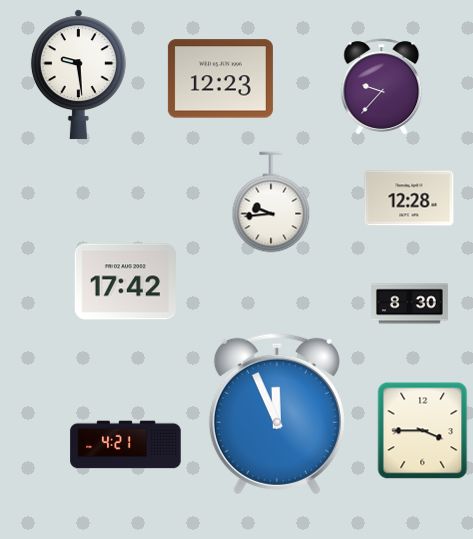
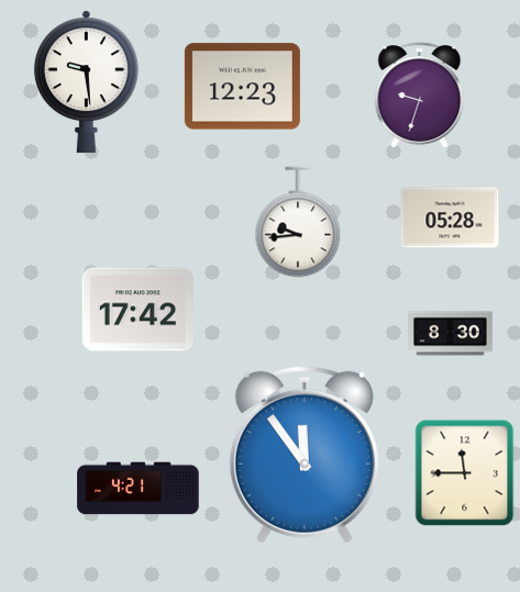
clock at (382, 87): 9:37 -> 9:33
clock at (409, 198): 12:28 -> 05:28
clock at (277, 414): 11:56 -> 11:54
clock at (423, 431): 3:45 -> 11:45
